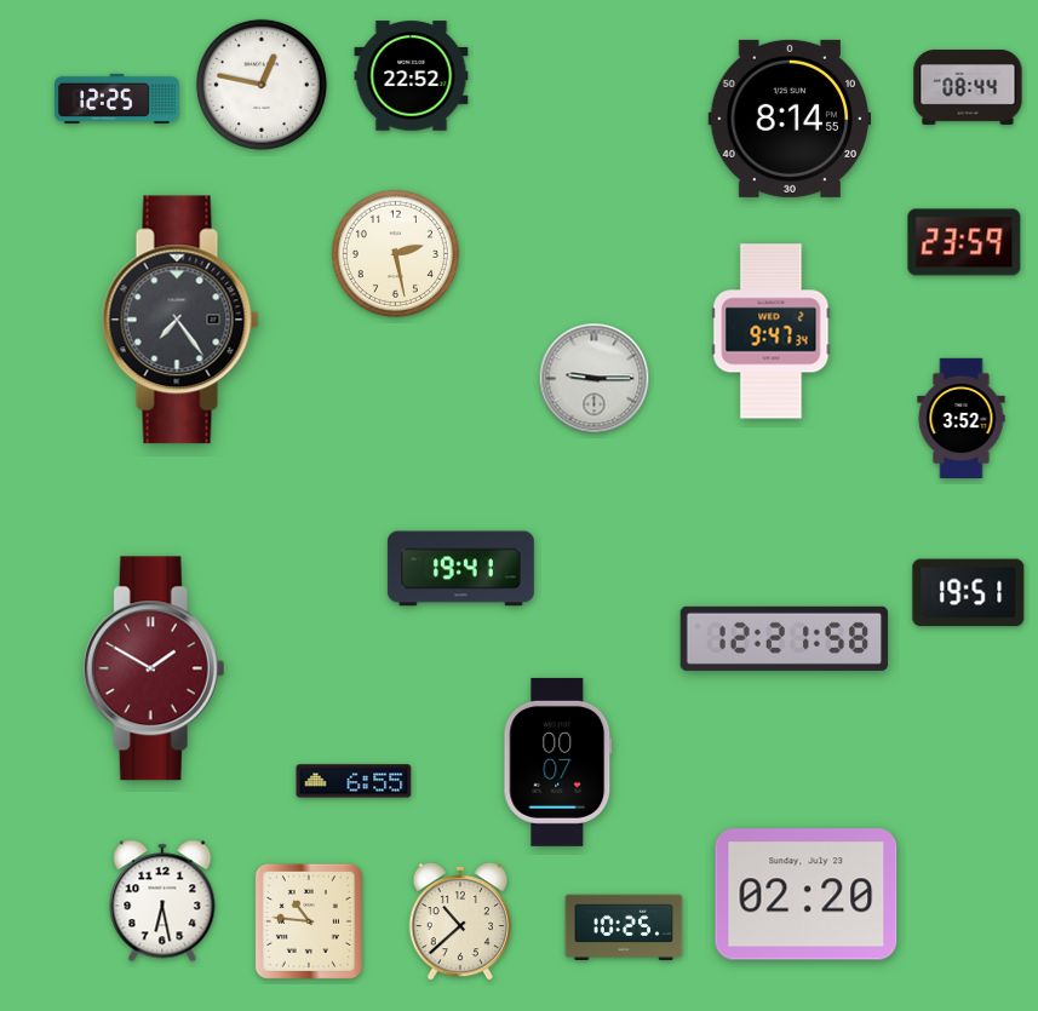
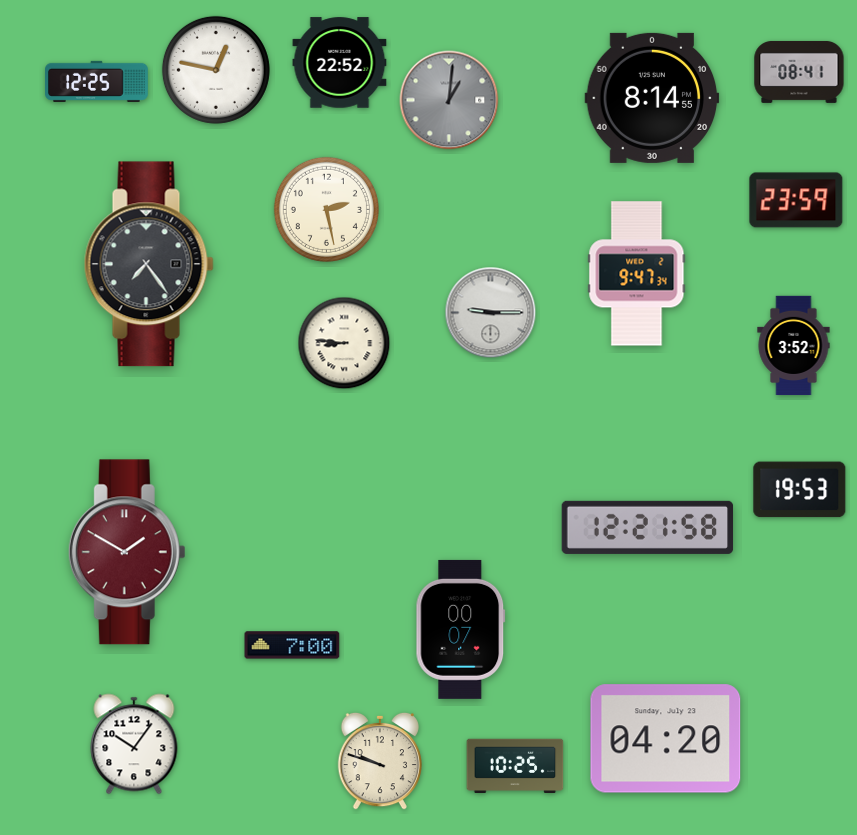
clock at (968, 87): 08:44 -> 08:41
clock at (449, 100): none -> 1:01
clock at (344, 343): none -> 8:46
clock at (460, 569): 19:41 -> none
clock at (969, 593): 19:51 -> 19:53
clock at (354, 781): 6:55 -> 7:00
clock at (807, 895): 02:20 -> 04:20
clock at (162, 901): 6:28 -> 10:06
clock at (309, 921): 10:46 -> none
clock at (459, 921): 10:38 -> 9:48
